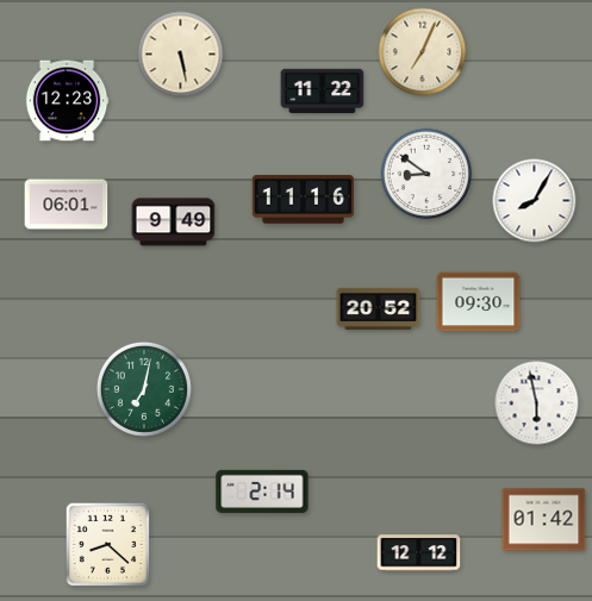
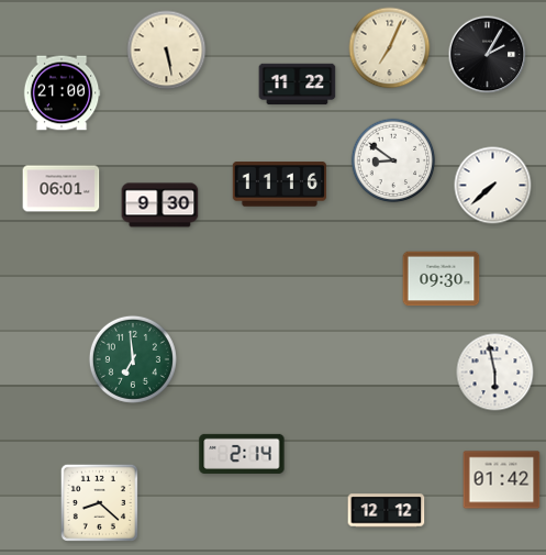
clock at (488, 55): none -> 2:05
clock at (67, 101): 12:23 -> 21:00
clock at (535, 201): 8:05 -> 7:38
clock at (174, 223): 9:49 -> 9:30
clock at (379, 308): 20:52 -> none
clock at (144, 389): 7:02 -> 6:59
